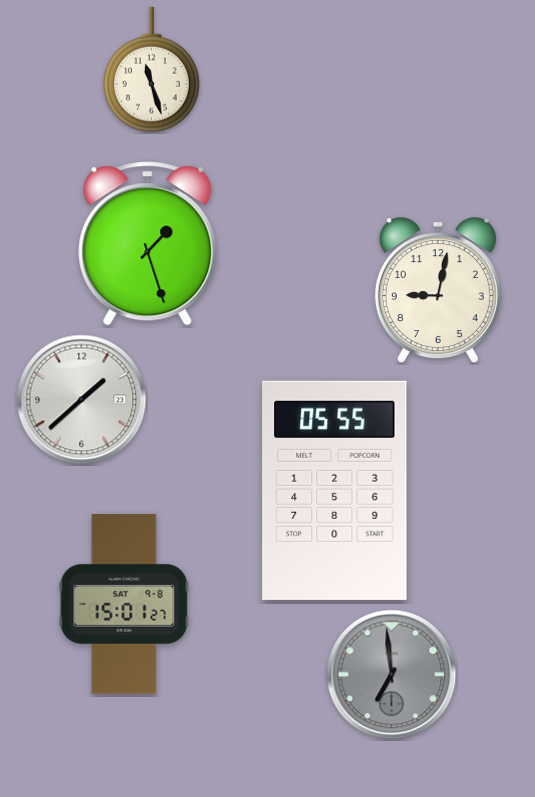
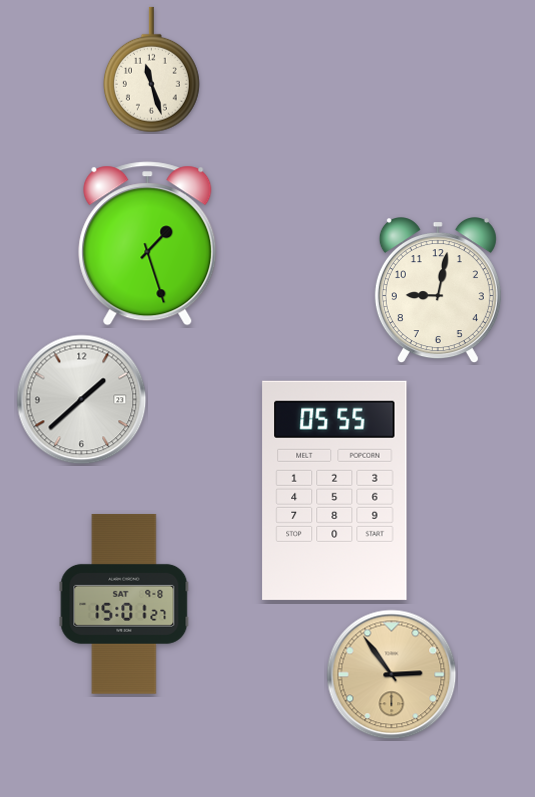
clock at (392, 675): 6:59 -> 2:54
clock at (392, 675) dial: grey -> champagne
